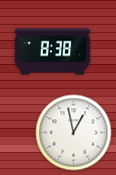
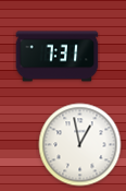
clock at (53, 52): 8:38 -> 7:31
